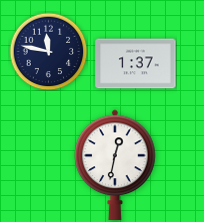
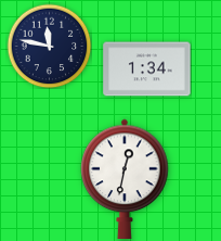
clock at (48, 51) position: (48, 51) -> (49, 46)
clock at (136, 64): 1:37 -> 1:34
